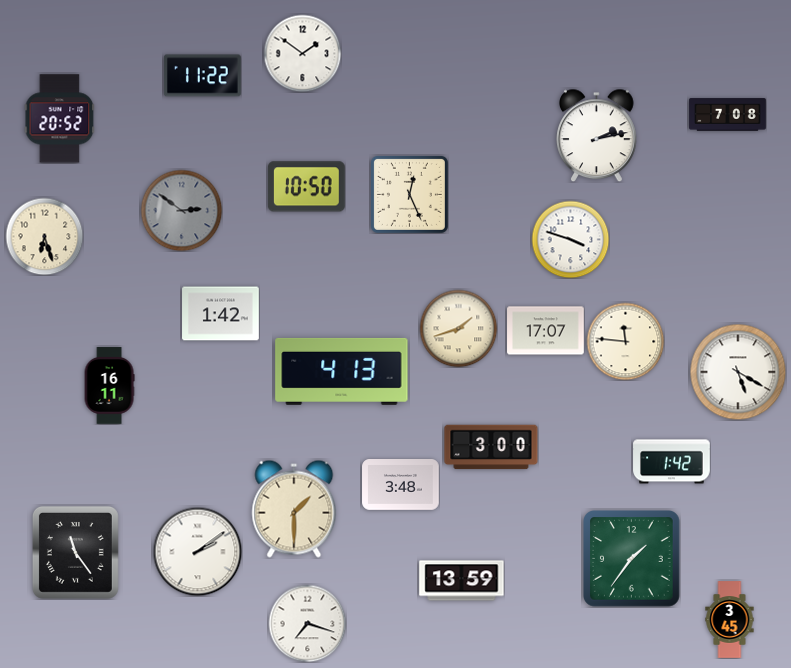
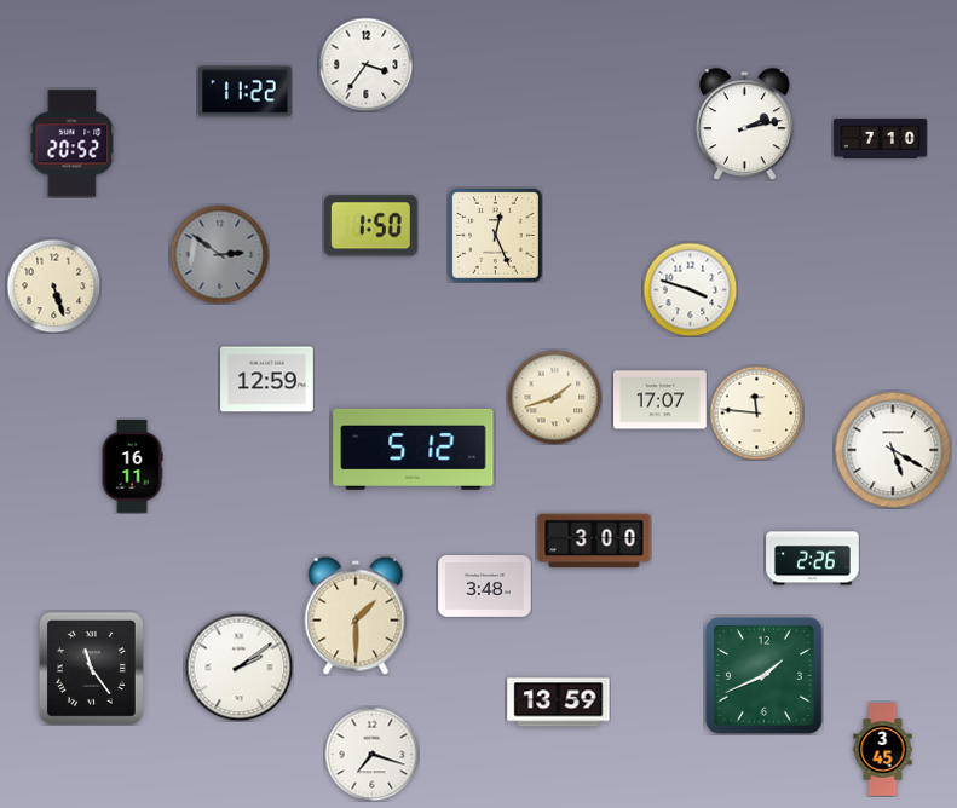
clock at (302, 53): 1:51 -> 3:36
clock at (728, 115): 7:08 -> 7:10
clock at (597, 135) position: (597, 135) -> (745, 123)
clock at (306, 187): 10:50 -> 1:50
clock at (44, 236): 6:27 -> 5:27
clock at (221, 314): 1:42 -> 12:59
clock at (342, 371): 4:13 -> 5:12
clock at (672, 462): 1:42 -> 2:26
clock at (632, 559): 1:36 -> 1:41
